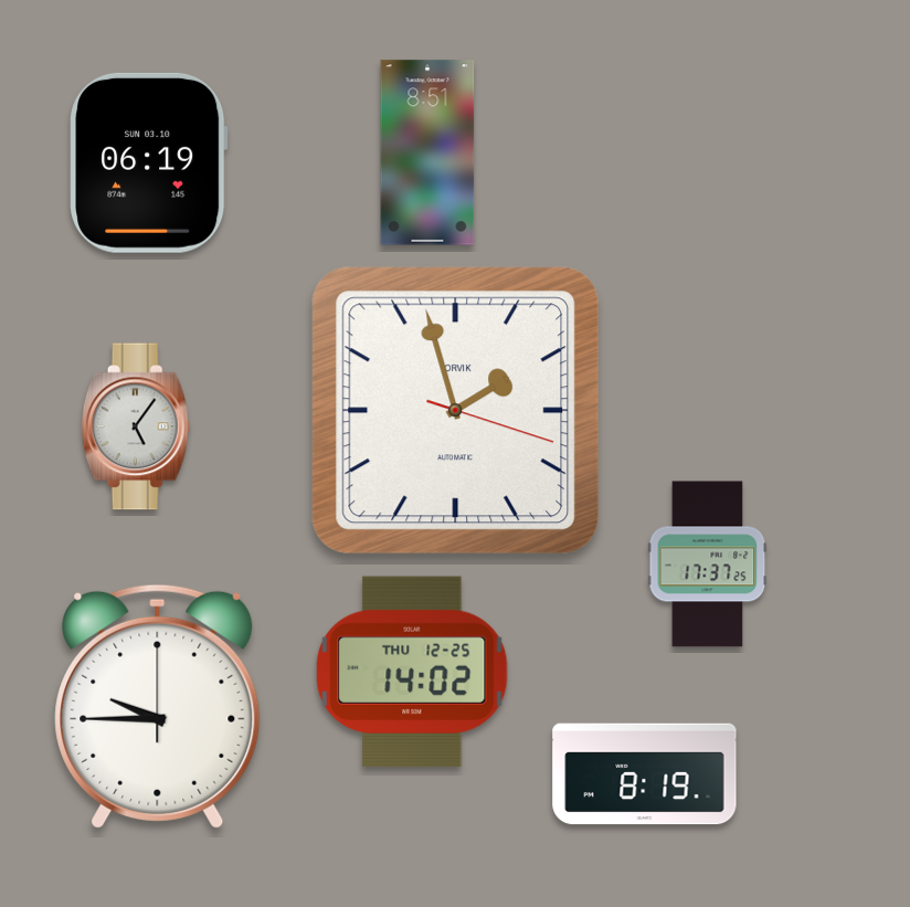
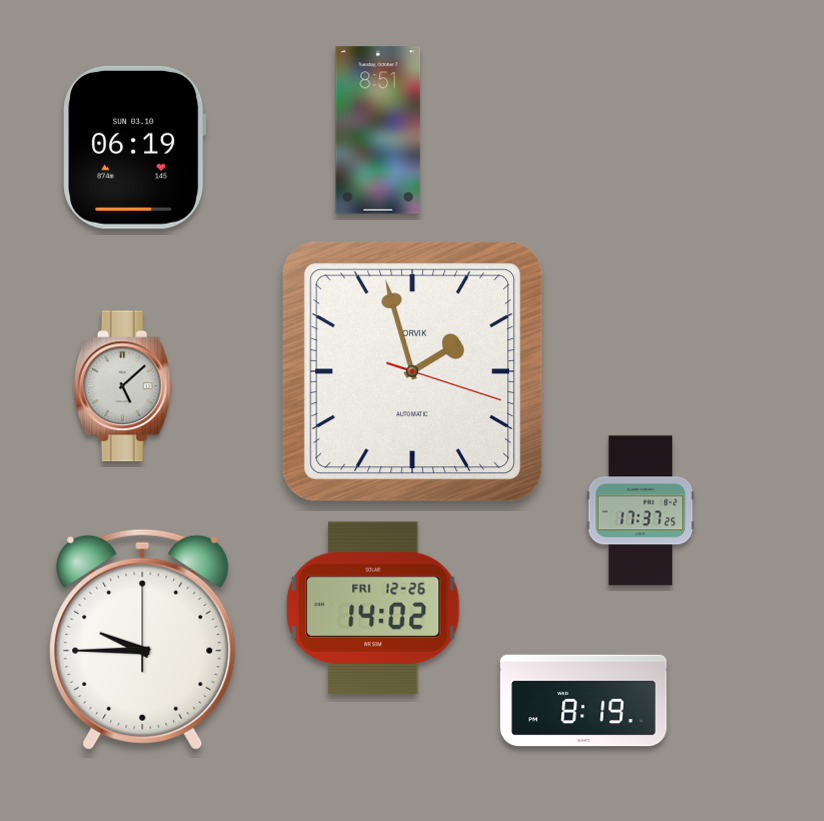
clock at (427, 152) position: (427, 152) -> (378, 130)
clock at (136, 426): 5:06 -> 5:08
clock at (412, 672) date: THU 12-25 -> FRI 12-26
